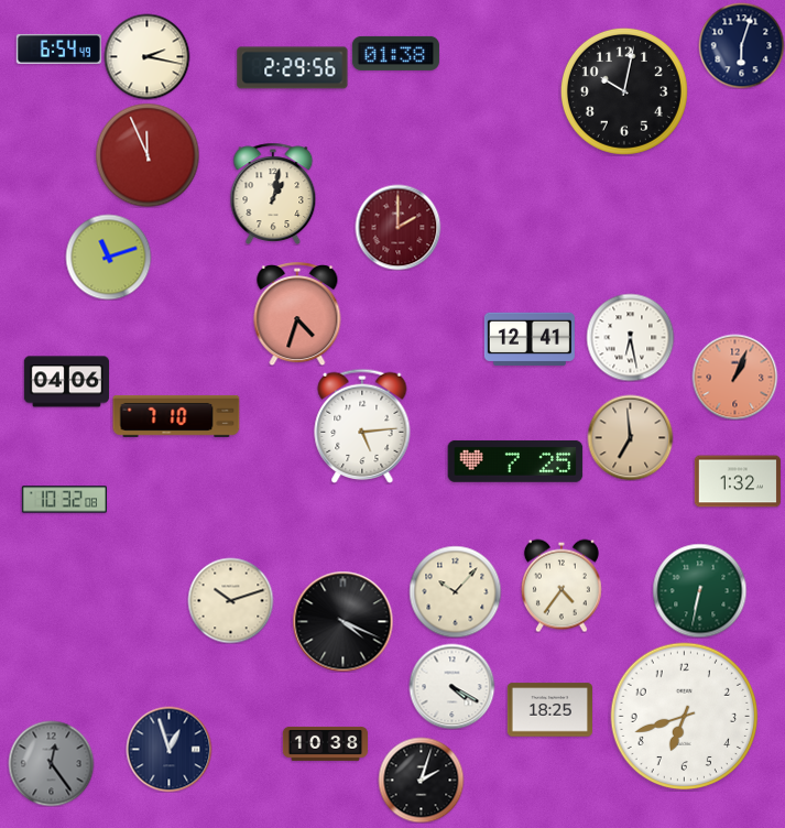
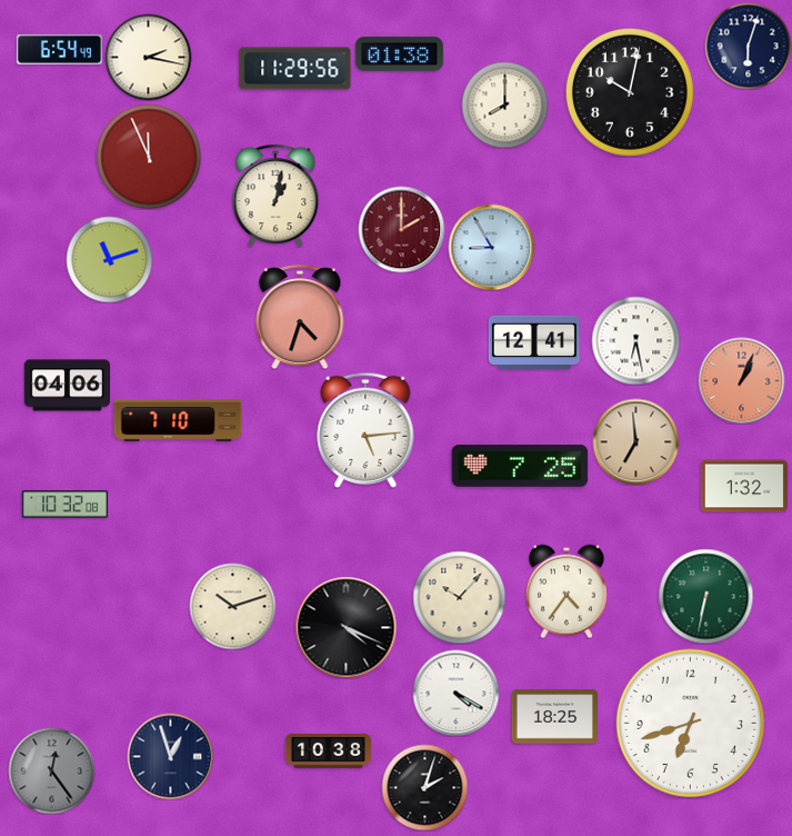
clock at (293, 68): 2:29 -> 11:29
clock at (504, 104): none -> 8:00
clock at (491, 247): none -> 8:55
